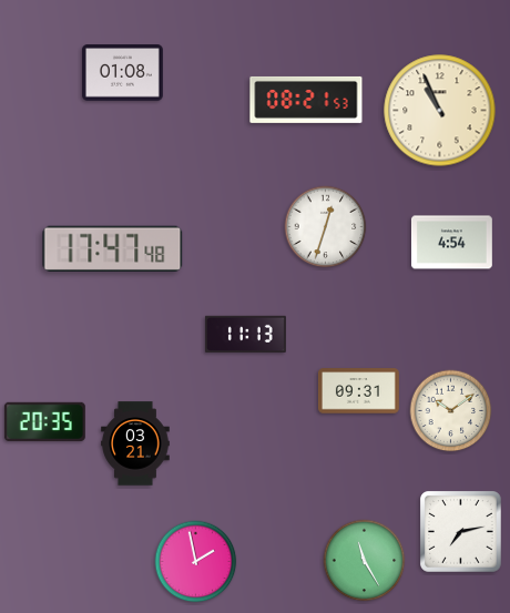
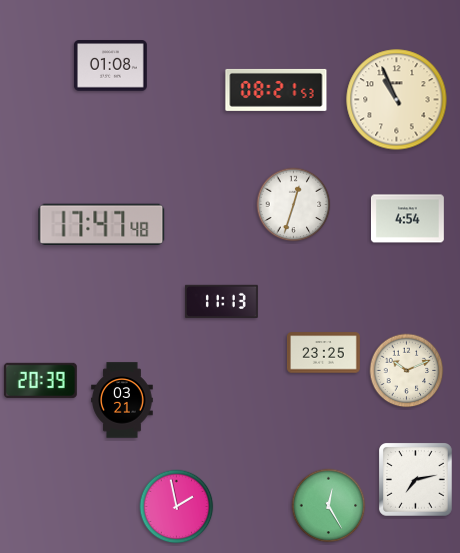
clock at (358, 391): 09:31 -> 23:25
clock at (451, 411): 10:09 -> 10:11
clock at (44, 421): 20:35 -> 20:39
clock at (365, 561): 11:25 -> 12:25
